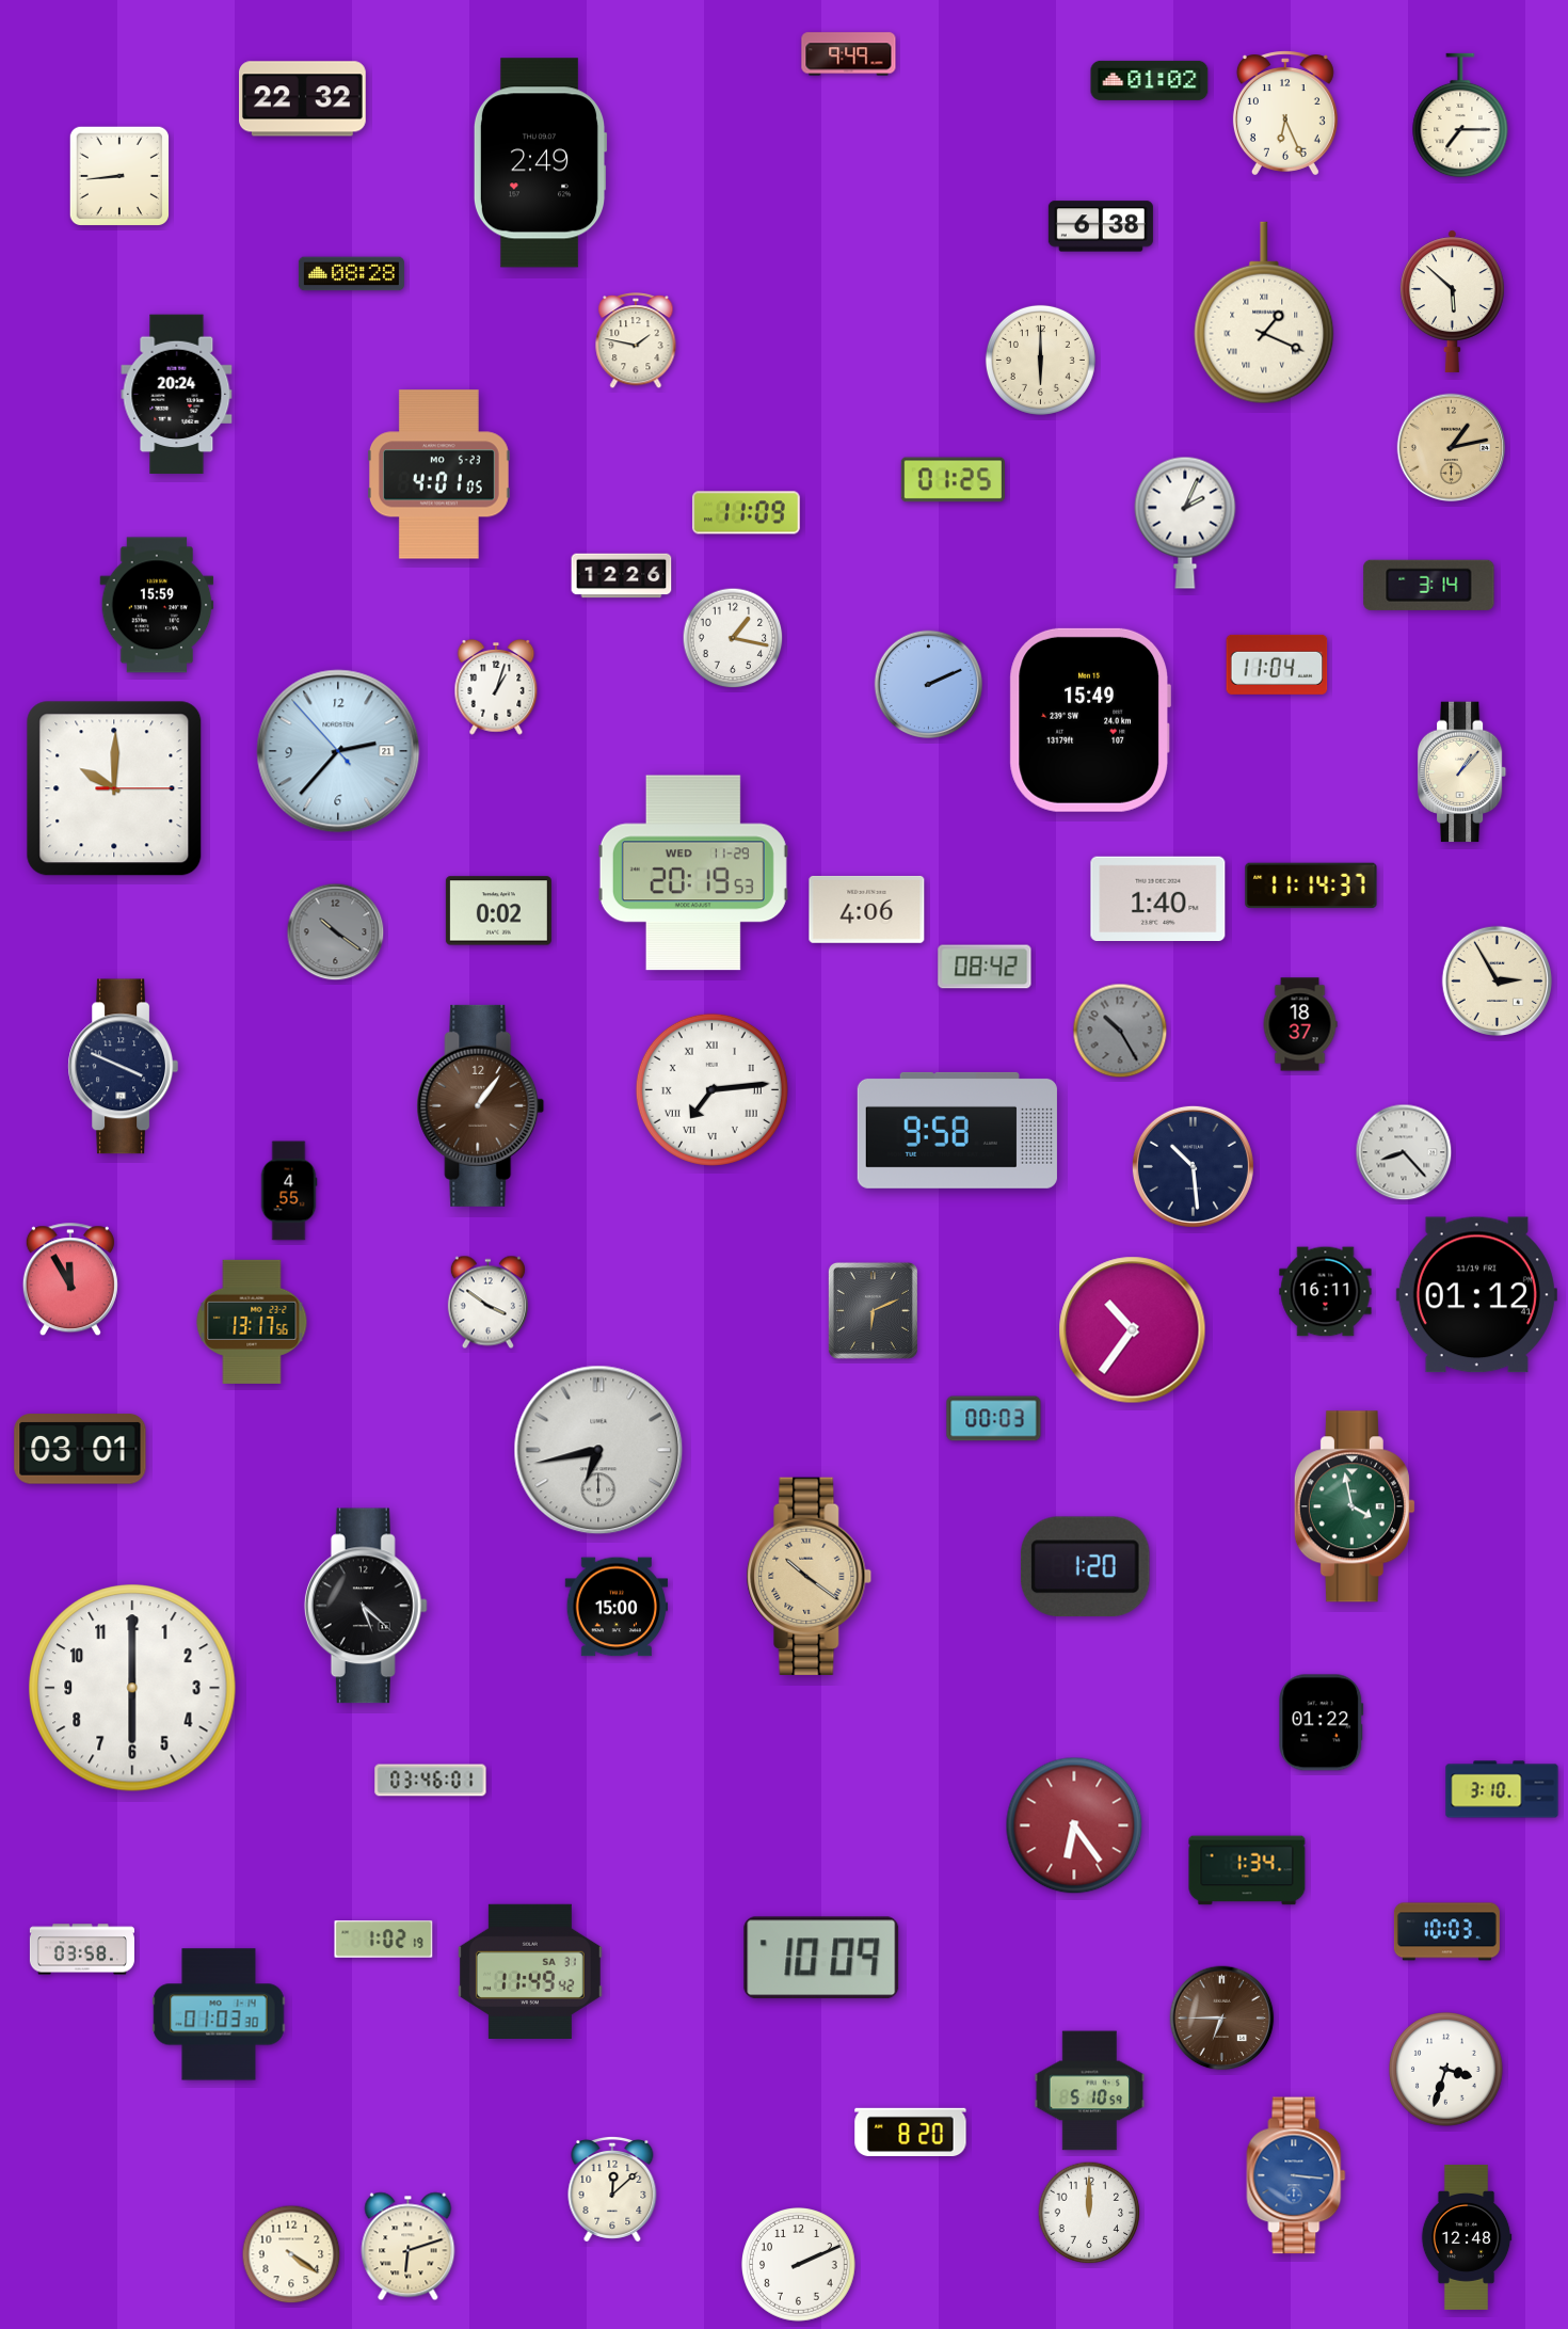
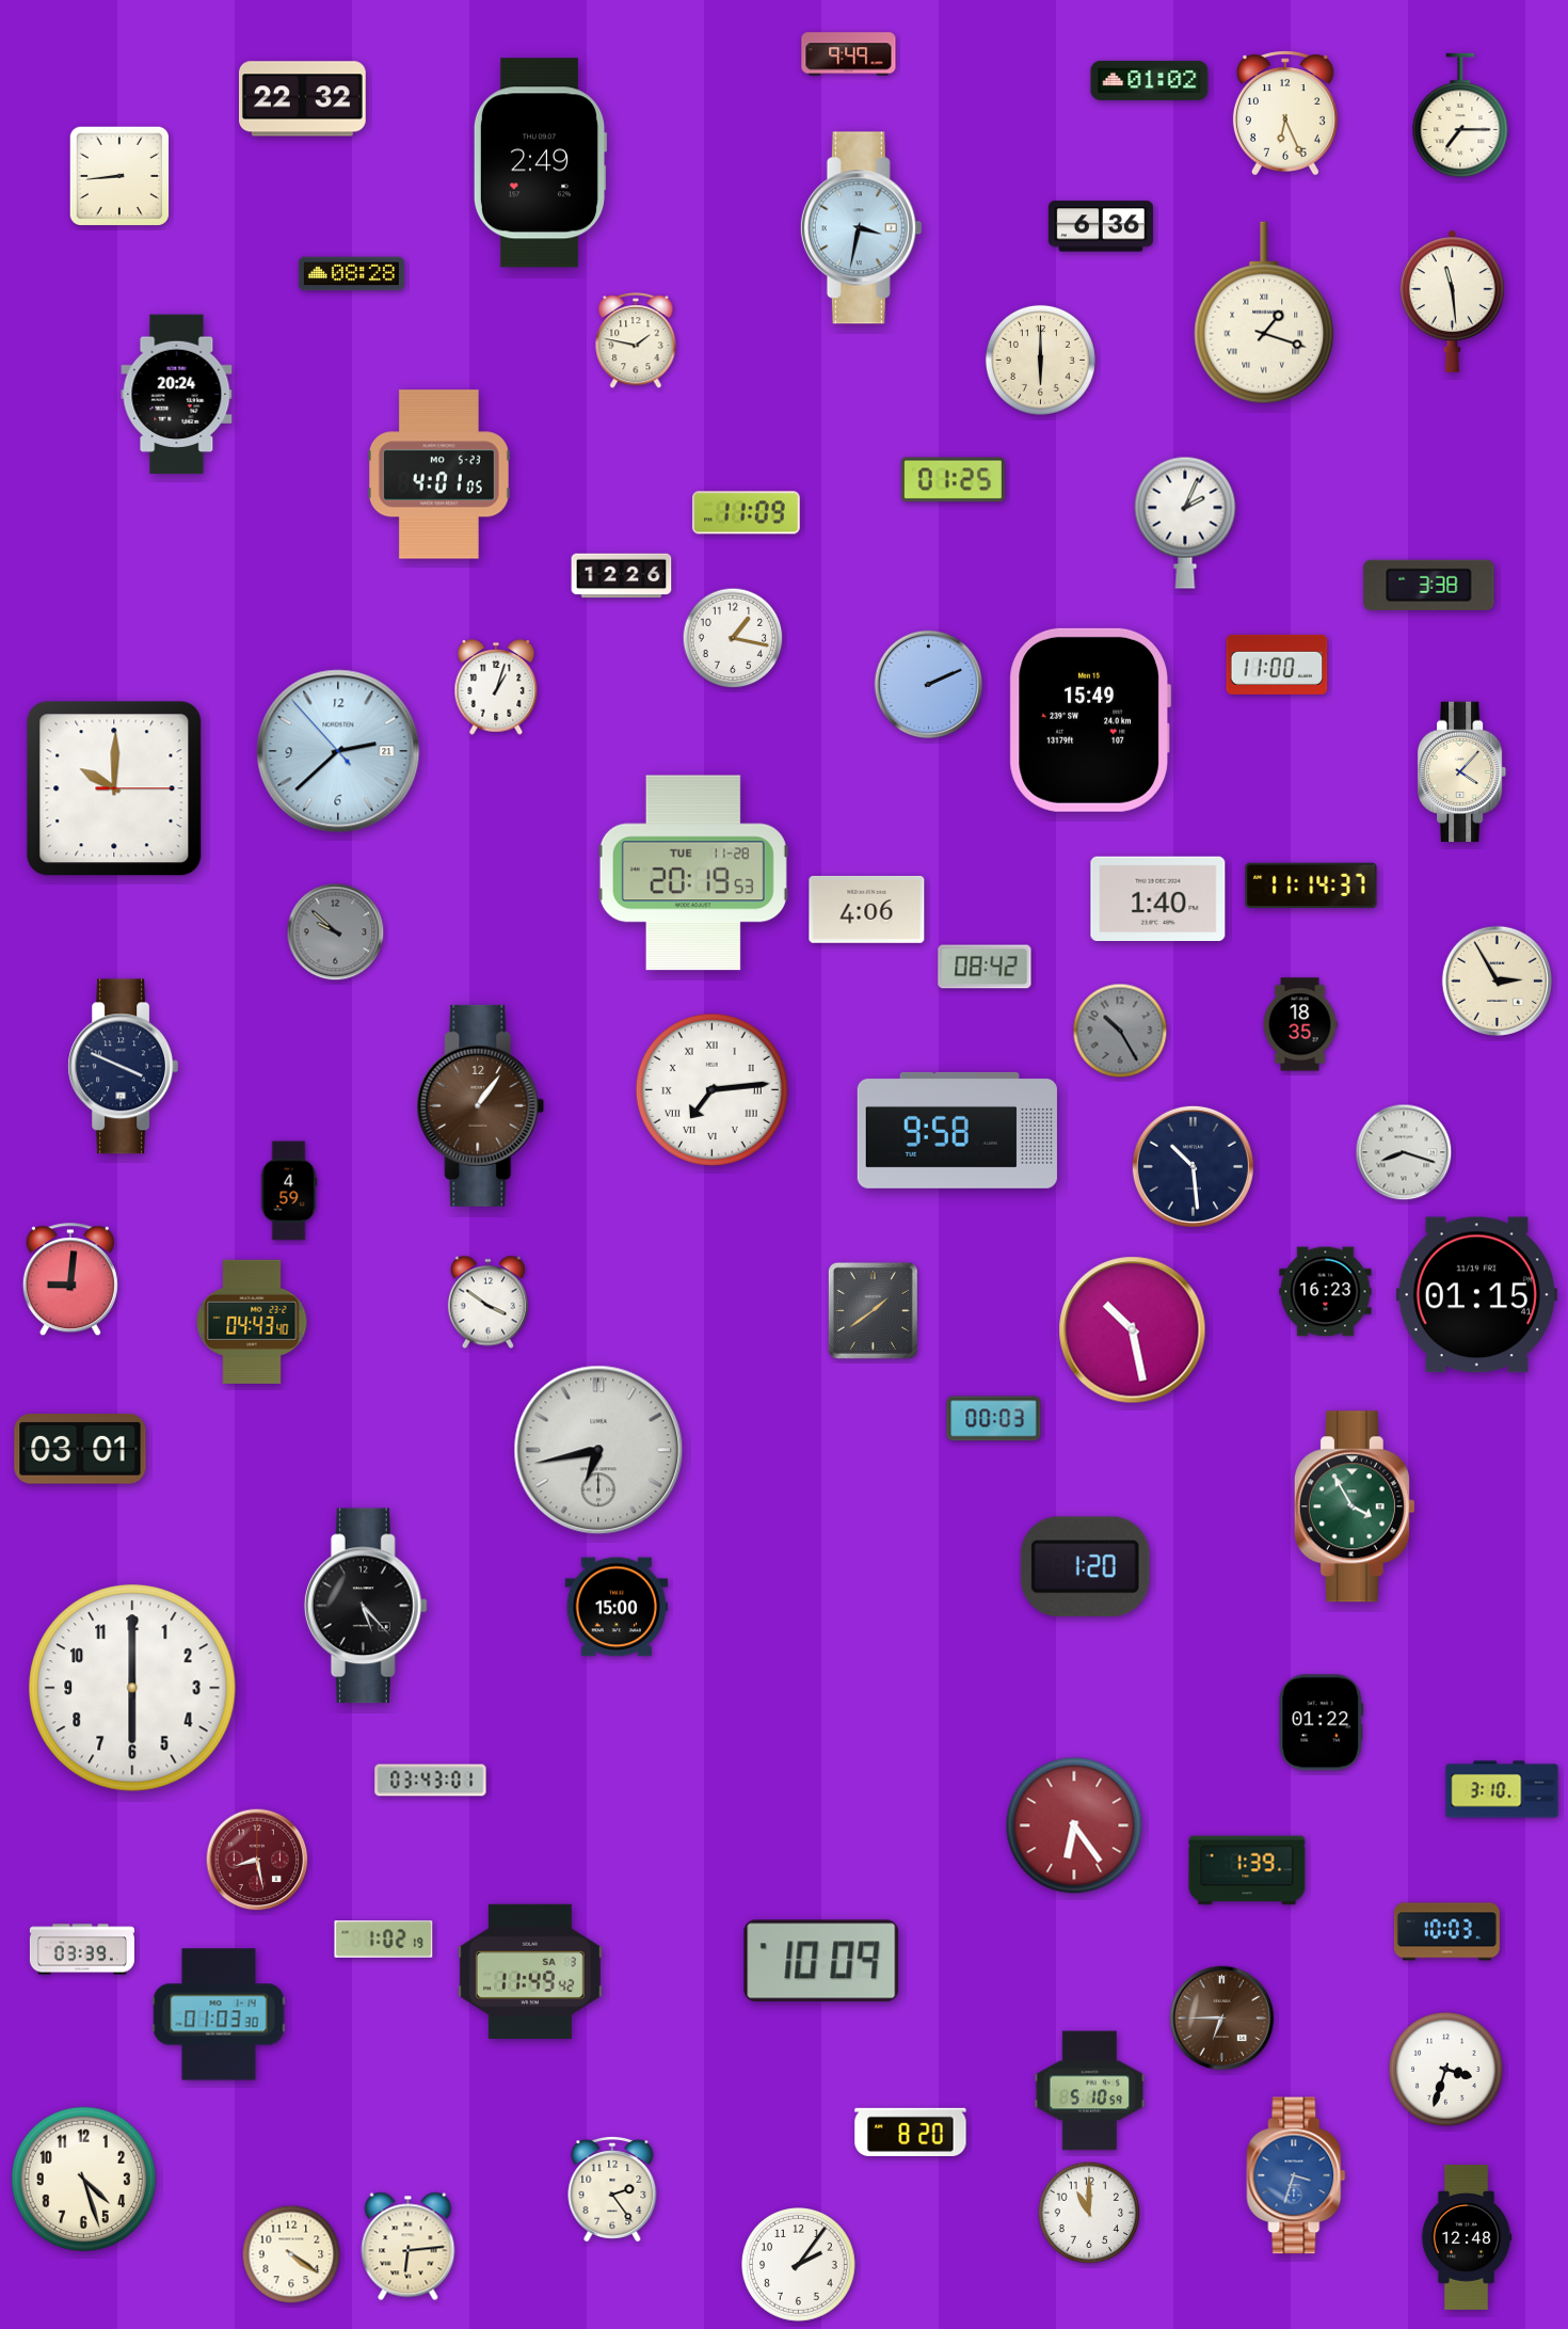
clock at (1101, 226): 6:38 -> 6:36
clock at (861, 228): none -> 3:32
clock at (1452, 301): 5:52 -> 11:29
clock at (1264, 313): 1:19 -> 1:18
clock at (1452, 448): 1:13 -> none
clock at (1429, 585): 3:14 -> 3:38
clock at (157, 605): 15:59 -> none
clock at (1277, 665): 11:04 -> 11:00
clock at (338, 751): 2:36 -> 2:37
clock at (1462, 772): 1:07 -> 4:07
clock at (693, 873) date: WED 11-29 -> TUE 11-28
clock at (498, 911): 0:02 -> none
clock at (336, 932): 10:21 -> 9:52
clock at (1300, 1024): 18:37 -> 18:35
clock at (1404, 1152): 8:23 -> 8:18
clock at (289, 1191): 4:55 -> 4:59
clock at (70, 1280): 11:55 -> 9:01
clock at (1326, 1292): 16:11 -> 16:23
clock at (1476, 1295): 01:12 -> 01:15
clock at (873, 1310): 6:11 -> 1:39
clock at (252, 1322): 13:17 -> 04:43
clock at (1133, 1330): 10:36 -> 10:28
clock at (1355, 1506): 3:58 -> 3:55
clock at (810, 1576): 10:21 -> none
clock at (366, 1606): 5:22 -> 5:23
clock at (431, 1781): 03:46 -> 03:43
clock at (257, 1860): none -> 8:28
clock at (1247, 1870): 1:34 -> 1:39
clock at (82, 1949): 03:58 -> 03:39
clock at (821, 1958) position: (821, 1958) -> (821, 1961)
clock at (530, 1972) date: SA 31 -> SA 3
clock at (1296, 2175): 3:16 -> 3:33
clock at (84, 2180): none -> 4:27
clock at (612, 2189): 12:08 -> 2:24
clock at (1089, 2213): 12:00 -> 11:00
clock at (409, 2247): 6:12 -> 6:14
clock at (799, 2265): 2:11 -> 2:06
